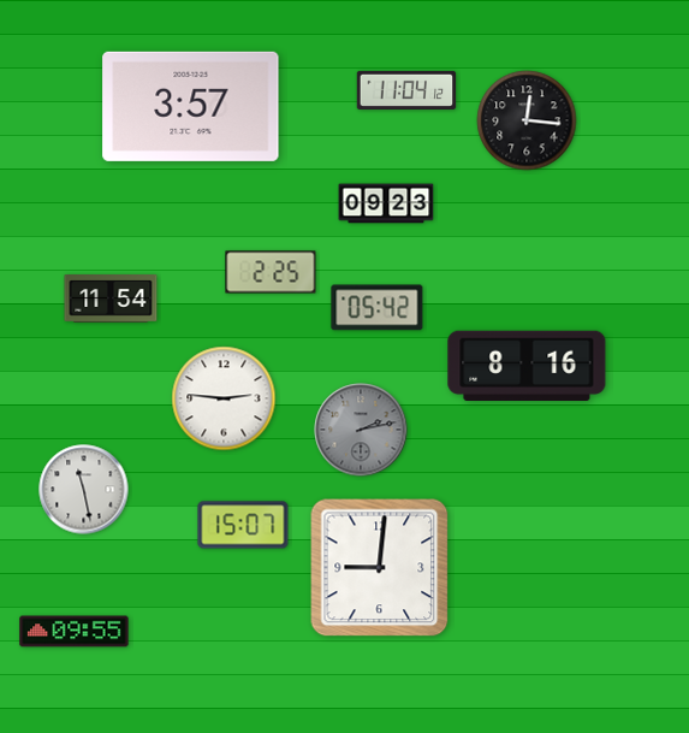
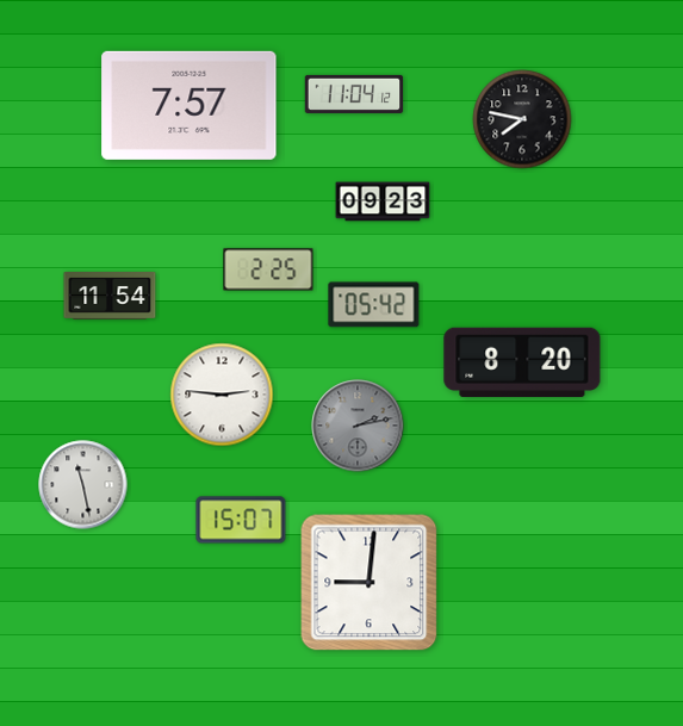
clock at (406, 90) position: (406, 90) -> (354, 94)
clock at (191, 106): 3:57 -> 7:57
clock at (527, 120): 12:16 -> 7:47
clock at (527, 365): 8:16 -> 8:20
clock at (380, 568) position: (380, 568) -> (370, 583)
clock at (75, 632): 09:55 -> none
